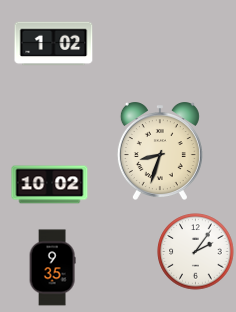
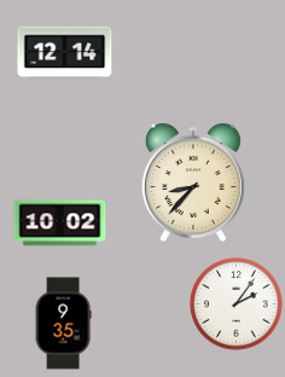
clock at (54, 44): 1:02 -> 12:14
clock at (160, 151): 8:33 -> 8:37
